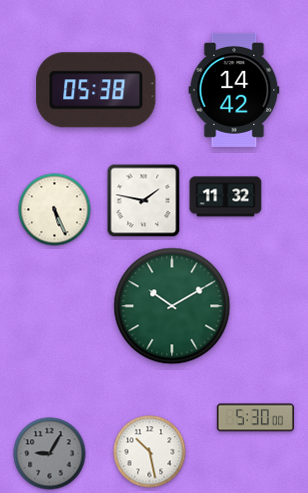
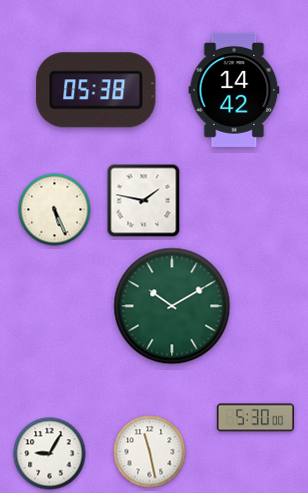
clock at (226, 197): 11:32 -> none
clock at (150, 452): 10:28 -> 11:28
clock at (50, 454) dial: grey -> white
